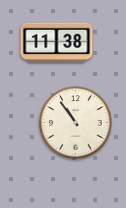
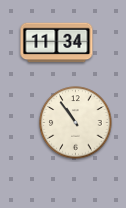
clock at (57, 43): 11:38 -> 11:34
